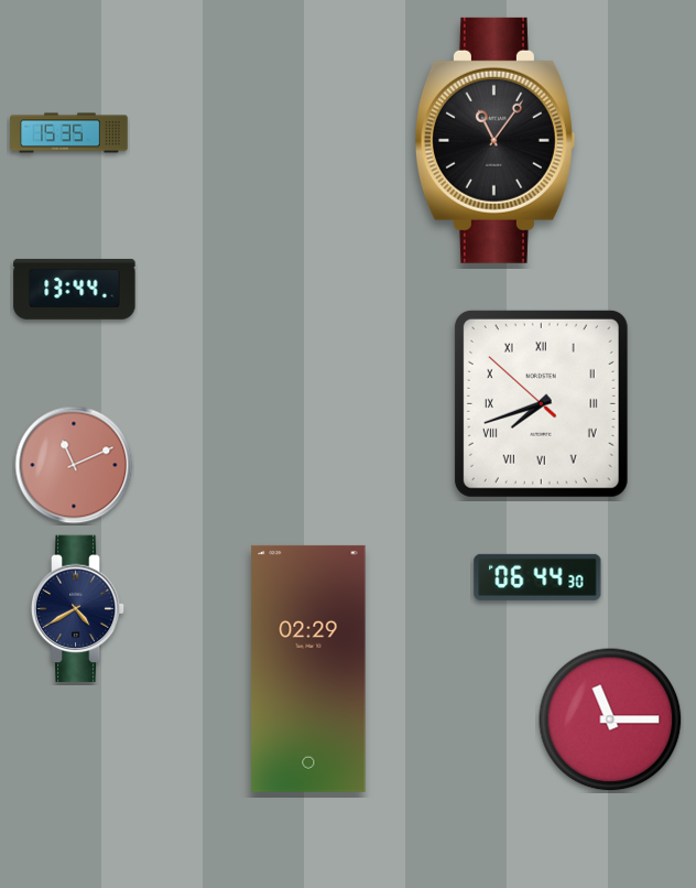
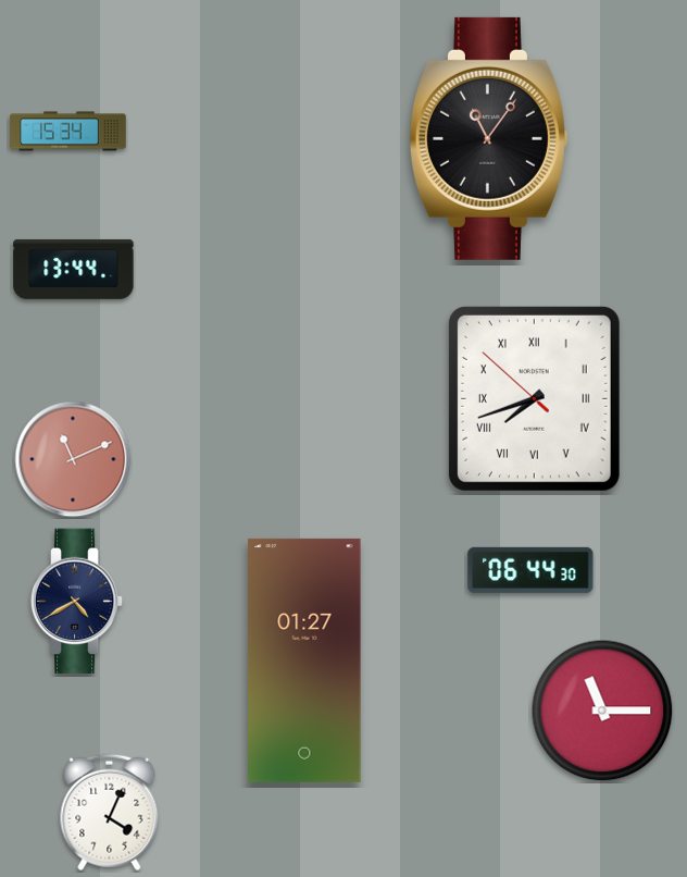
clock at (69, 133): 15:35 -> 15:34
clock at (75, 289) position: (75, 289) -> (74, 269)
clock at (308, 669): 02:29 -> 01:27
clock at (110, 813): none -> 4:04
